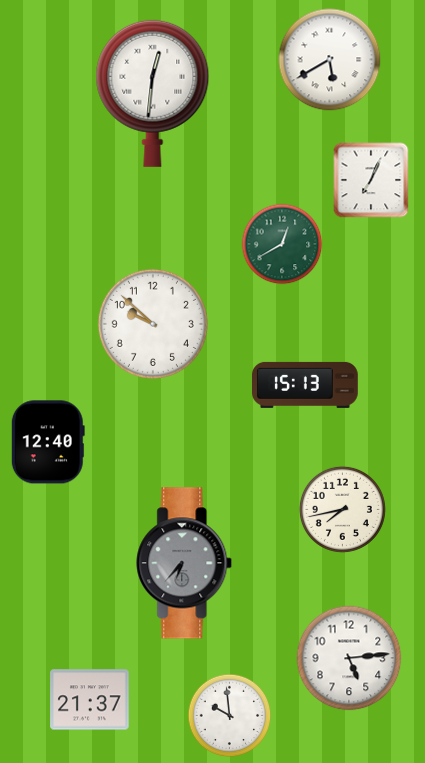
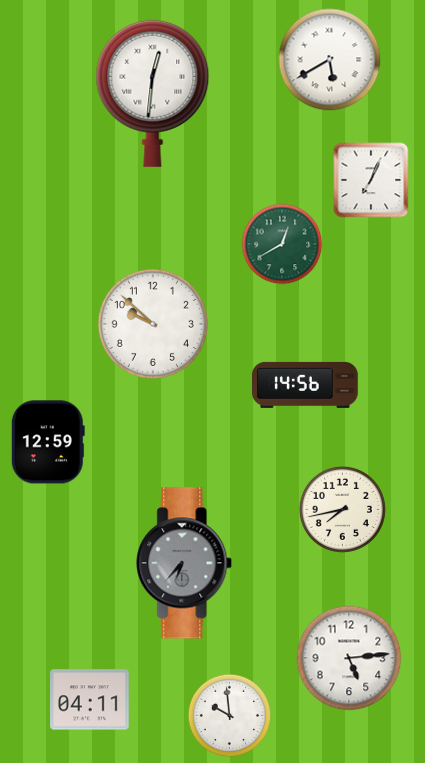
clock at (306, 385): 15:13 -> 14:56
clock at (48, 442): 12:40 -> 12:59
clock at (90, 700): 21:37 -> 04:11
